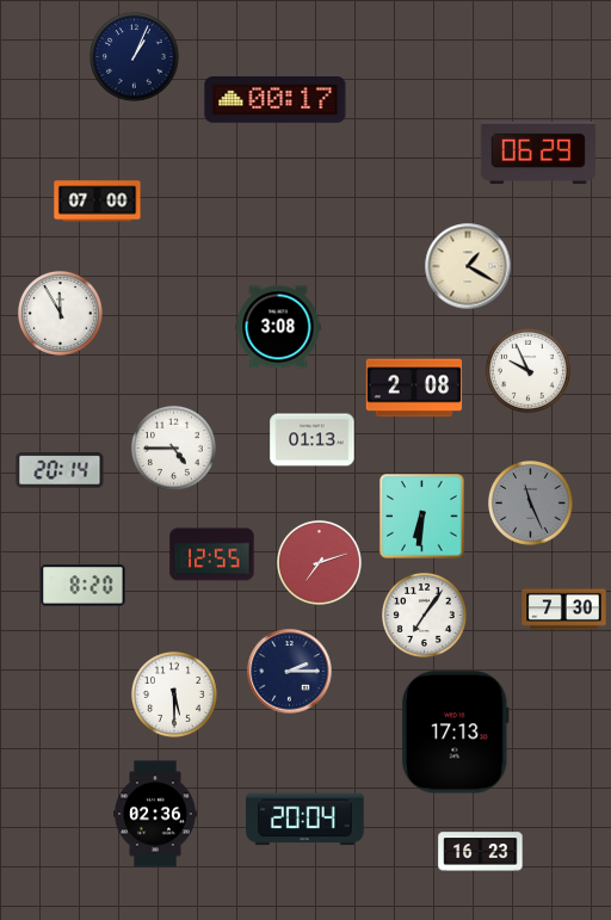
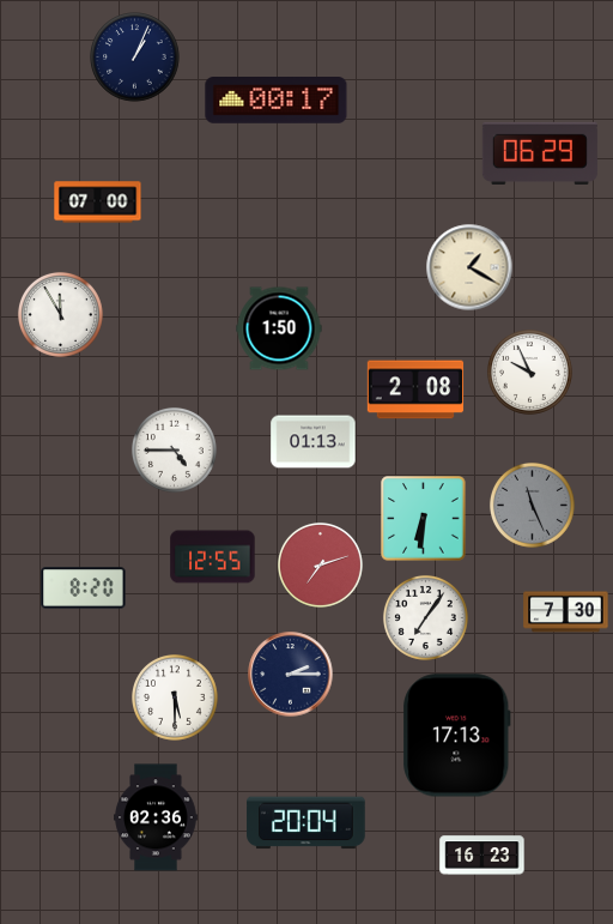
clock at (278, 327): 3:08 -> 1:50
clock at (60, 470): 20:14 -> none
